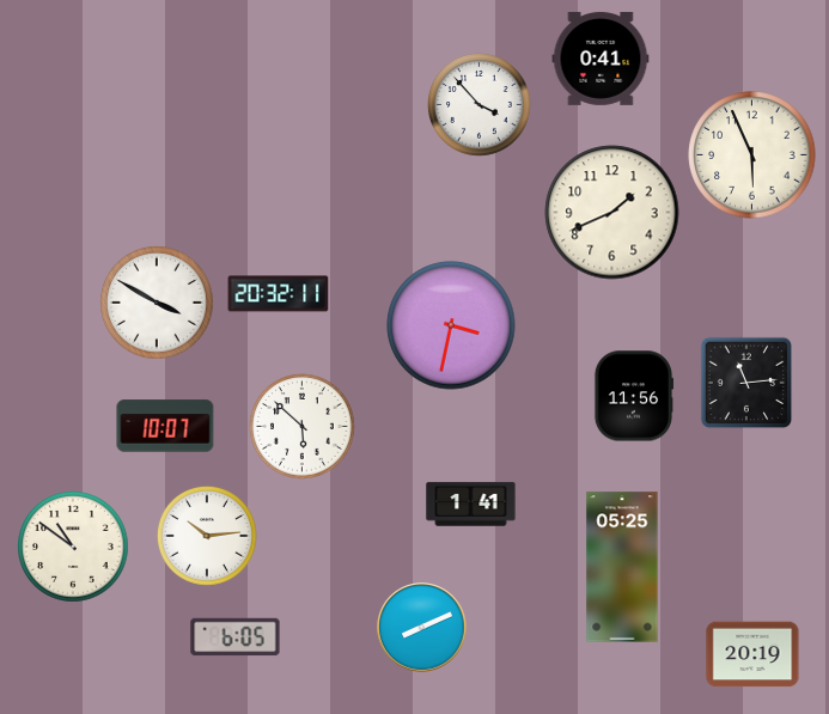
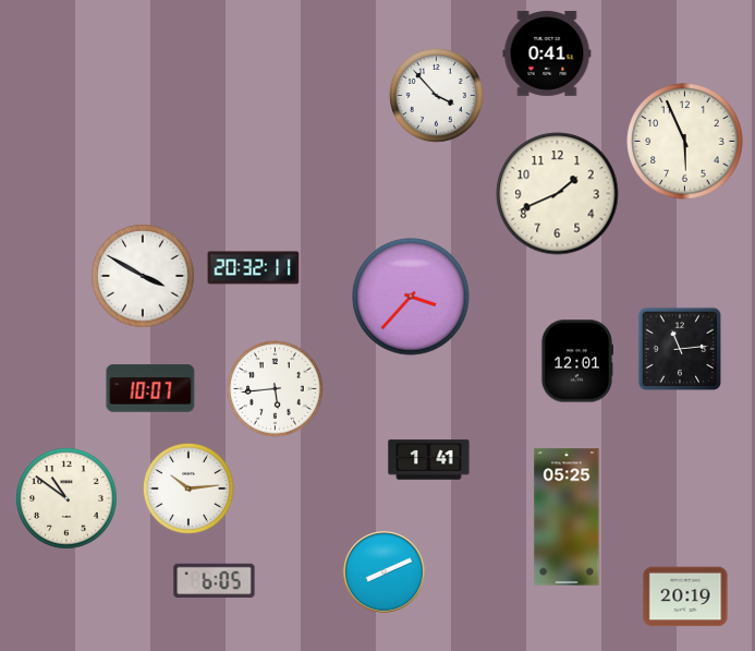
clock at (451, 325): 3:32 -> 3:37
clock at (633, 396): 11:56 -> 12:01
clock at (303, 427): 5:52 -> 5:44
